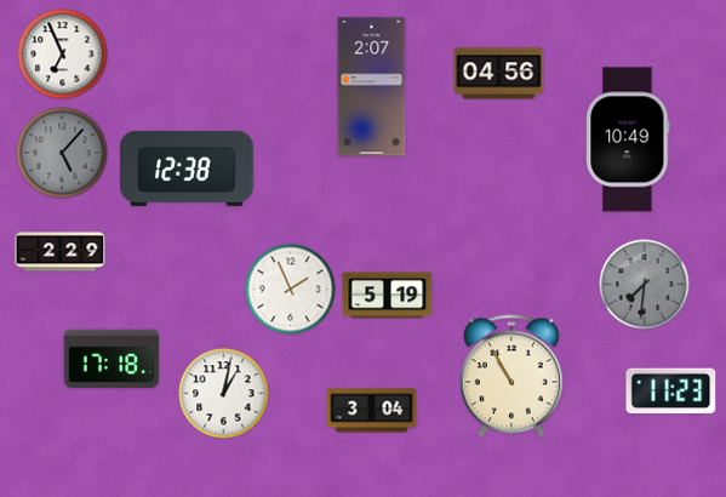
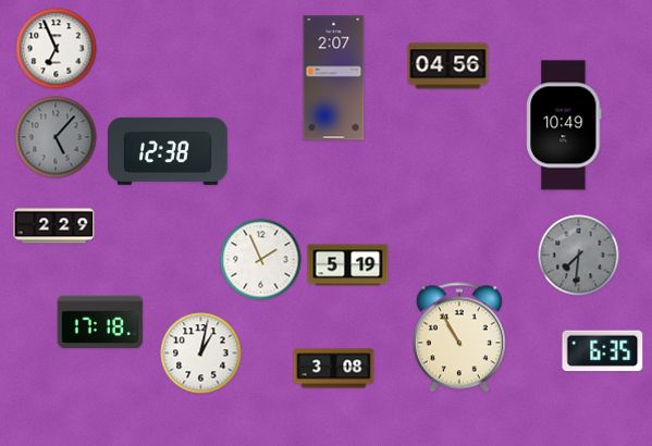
clock at (671, 392): 11:23 -> 6:35
clock at (372, 411): 3:04 -> 3:08
